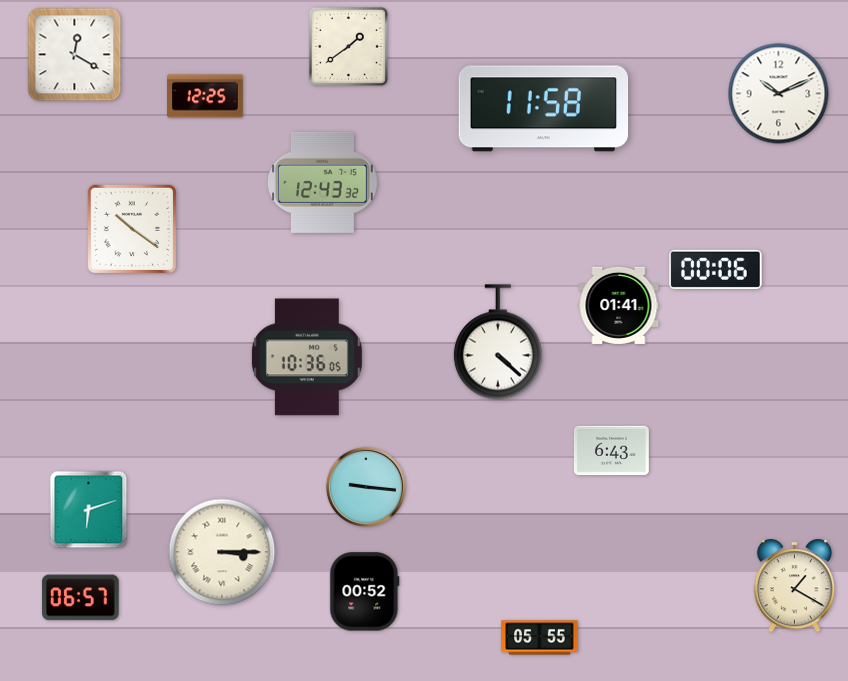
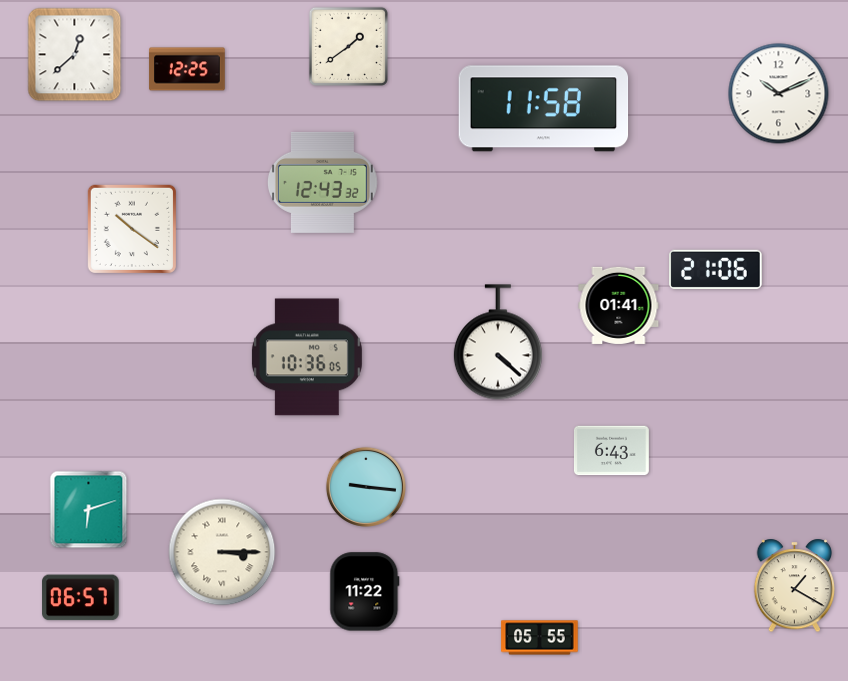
clock at (75, 55): 12:20 -> 12:38
clock at (205, 96) position: (205, 96) -> (187, 69)
clock at (716, 269): 00:06 -> 21:06
clock at (365, 592): 00:52 -> 11:22
